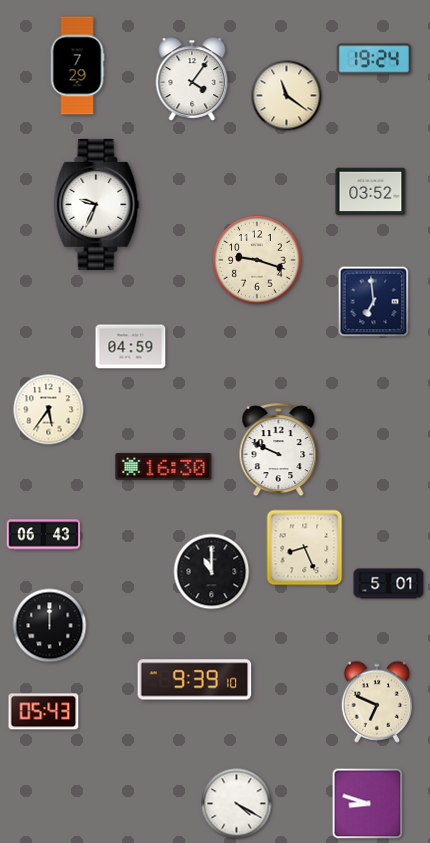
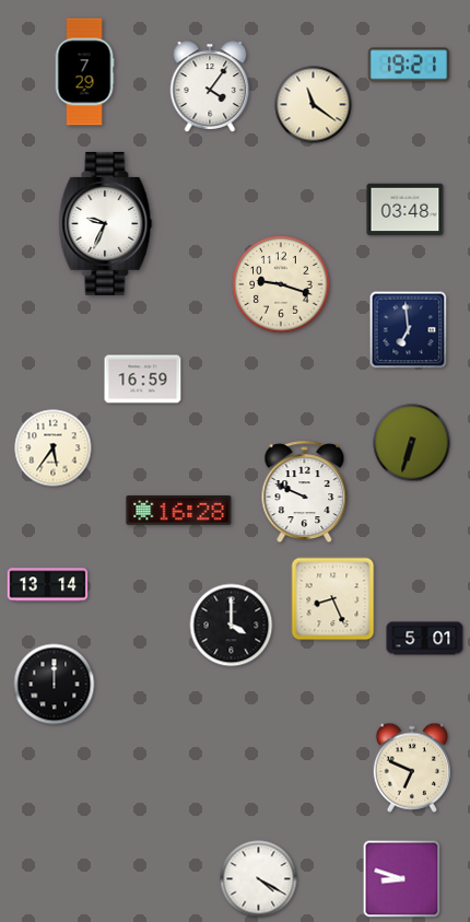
clock at (373, 59): 19:24 -> 19:21
clock at (371, 192): 03:52 -> 03:48
clock at (131, 347): 04:59 -> 16:59
clock at (412, 443): none -> 6:33
clock at (164, 466): 16:30 -> 16:28
clock at (44, 535): 06:43 -> 13:14
clock at (212, 572): 11:00 -> 4:00
clock at (195, 680): 9:39 -> none
clock at (44, 712): 05:43 -> none
